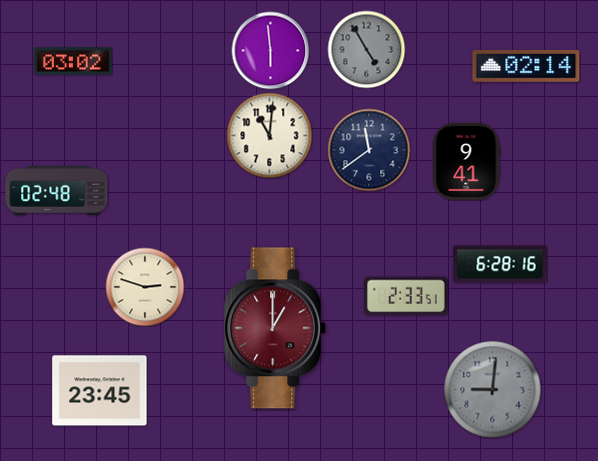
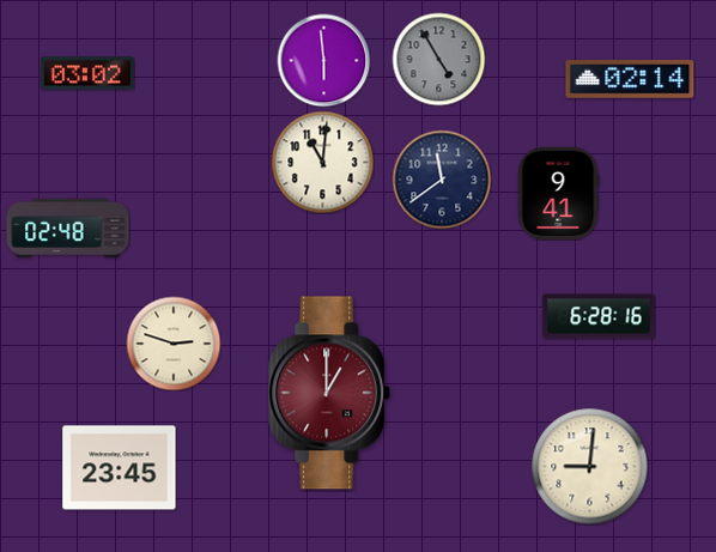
clock at (406, 296): 2:33 -> none
clock at (492, 389) dial: grey -> cream
